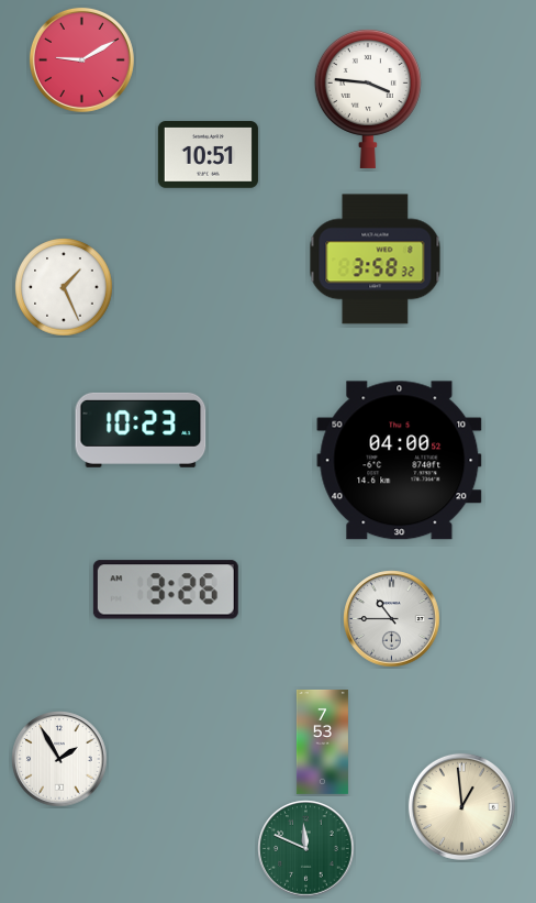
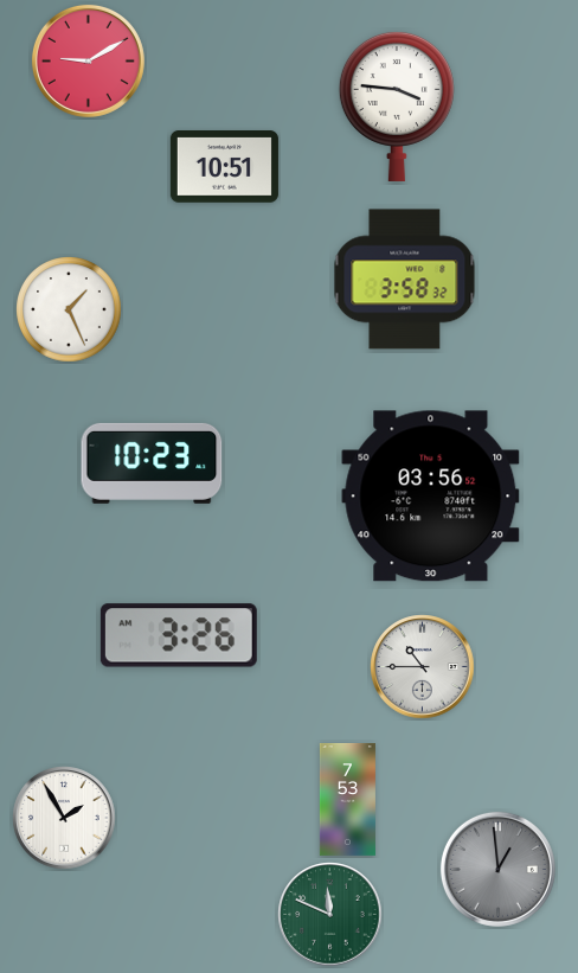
clock at (81, 59) position: (81, 59) -> (88, 60)
clock at (400, 461): 04:00 -> 03:56
clock at (461, 806) dial: cream -> grey
